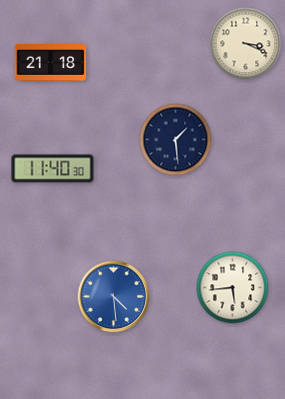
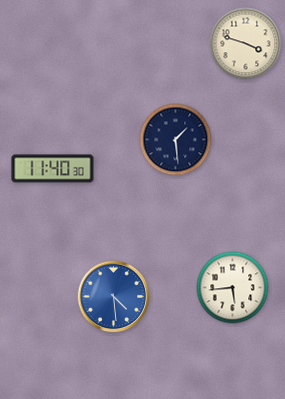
clock at (246, 44): 3:19 -> 3:48
clock at (51, 63): 21:18 -> none
